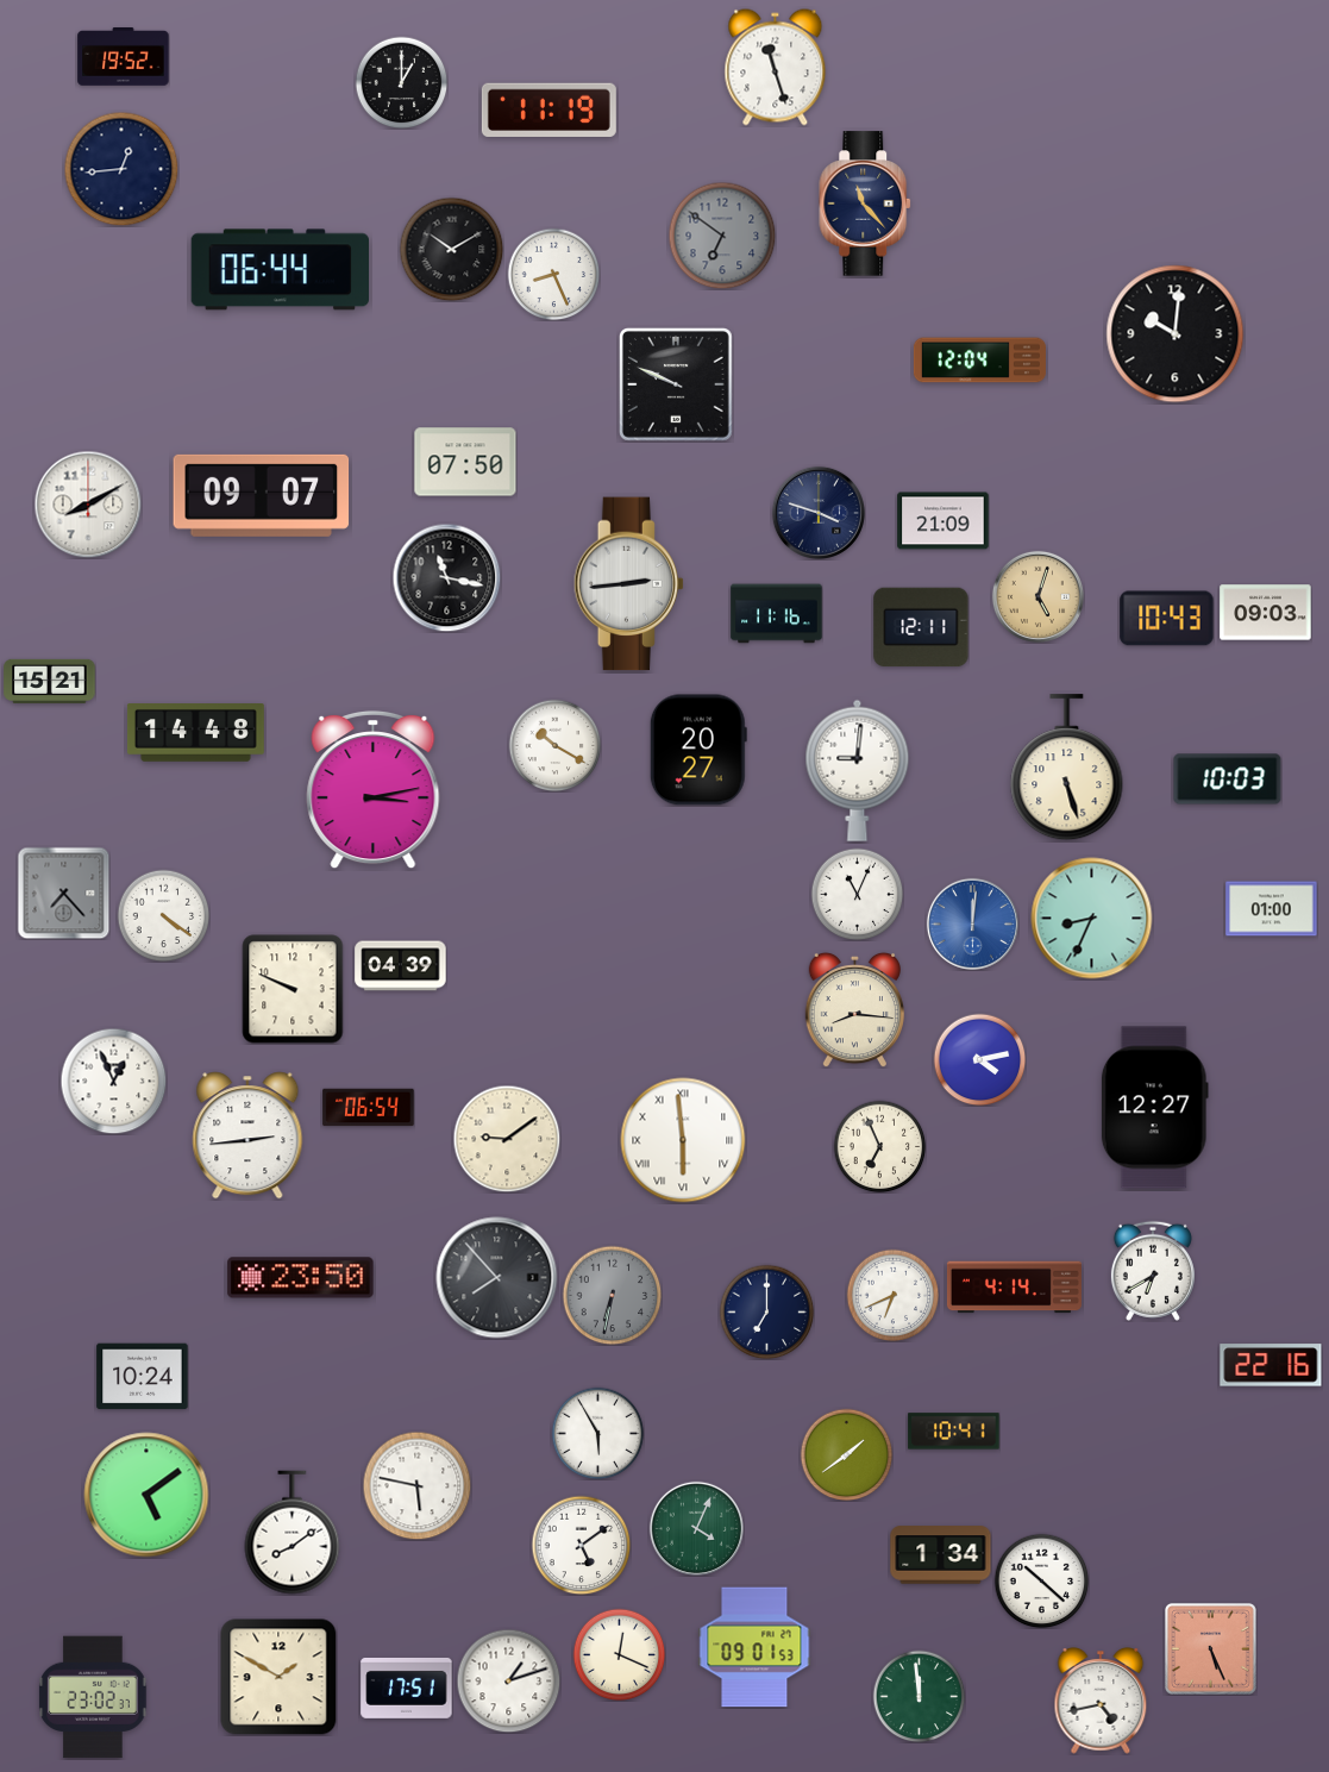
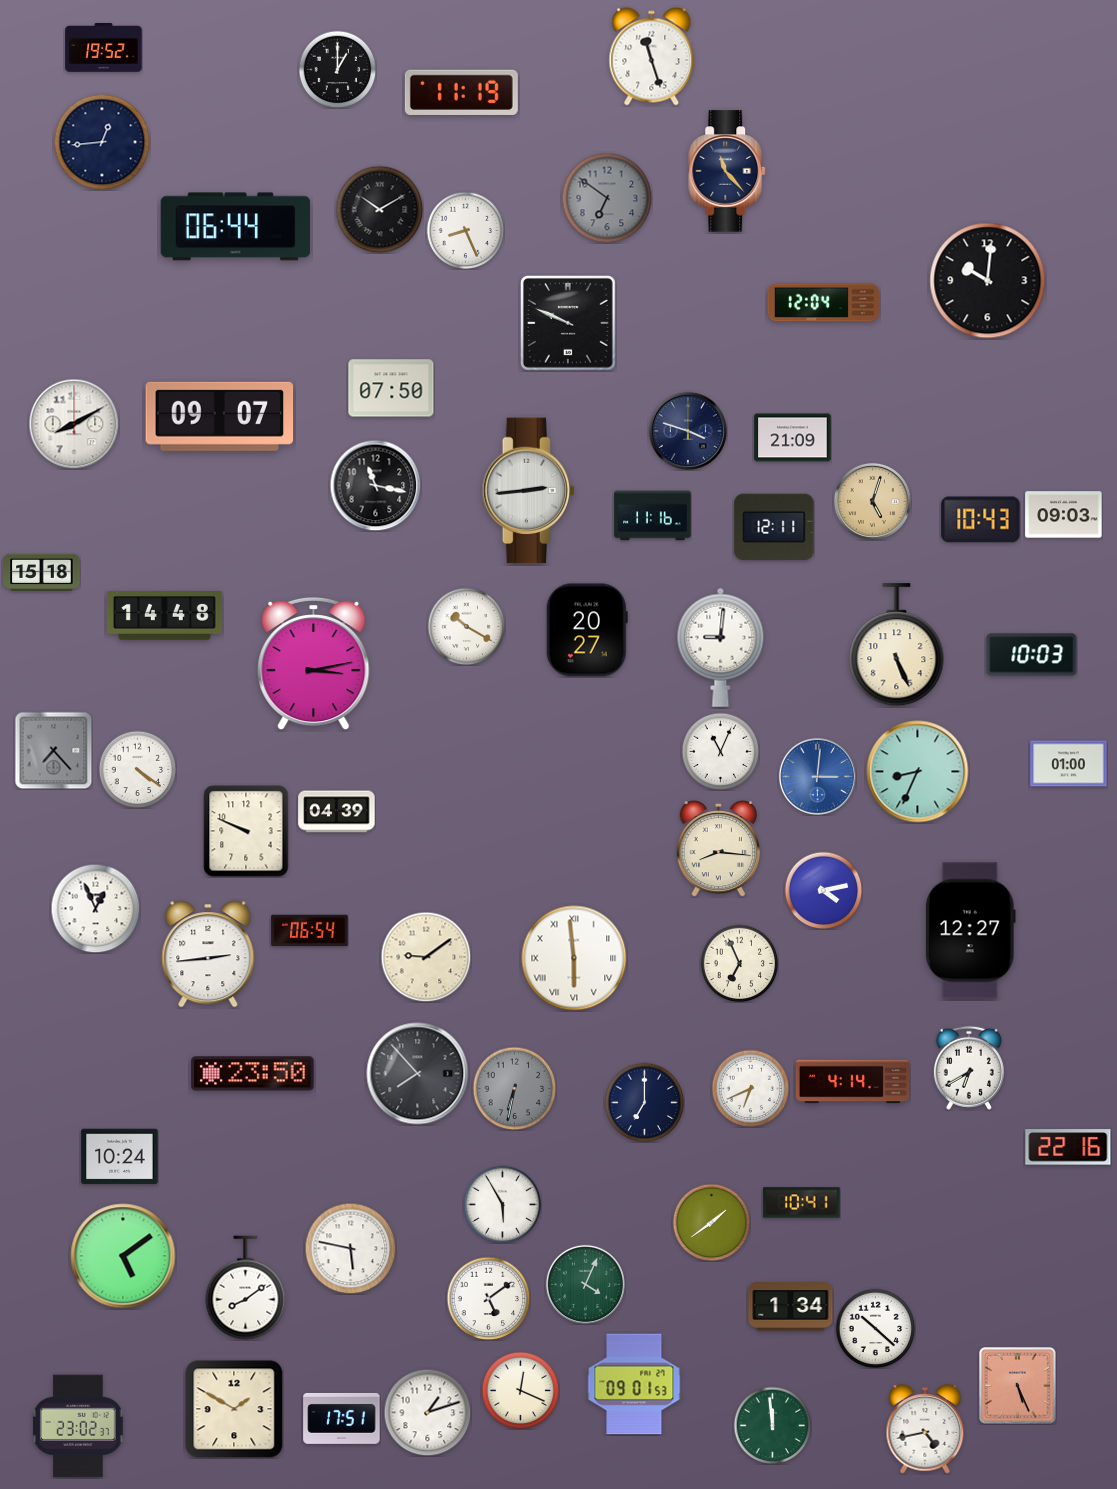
clock at (50, 681): 15:21 -> 15:18
clock at (1067, 768): 5:27 -> 5:26
clock at (972, 923): 12:01 -> 3:01
